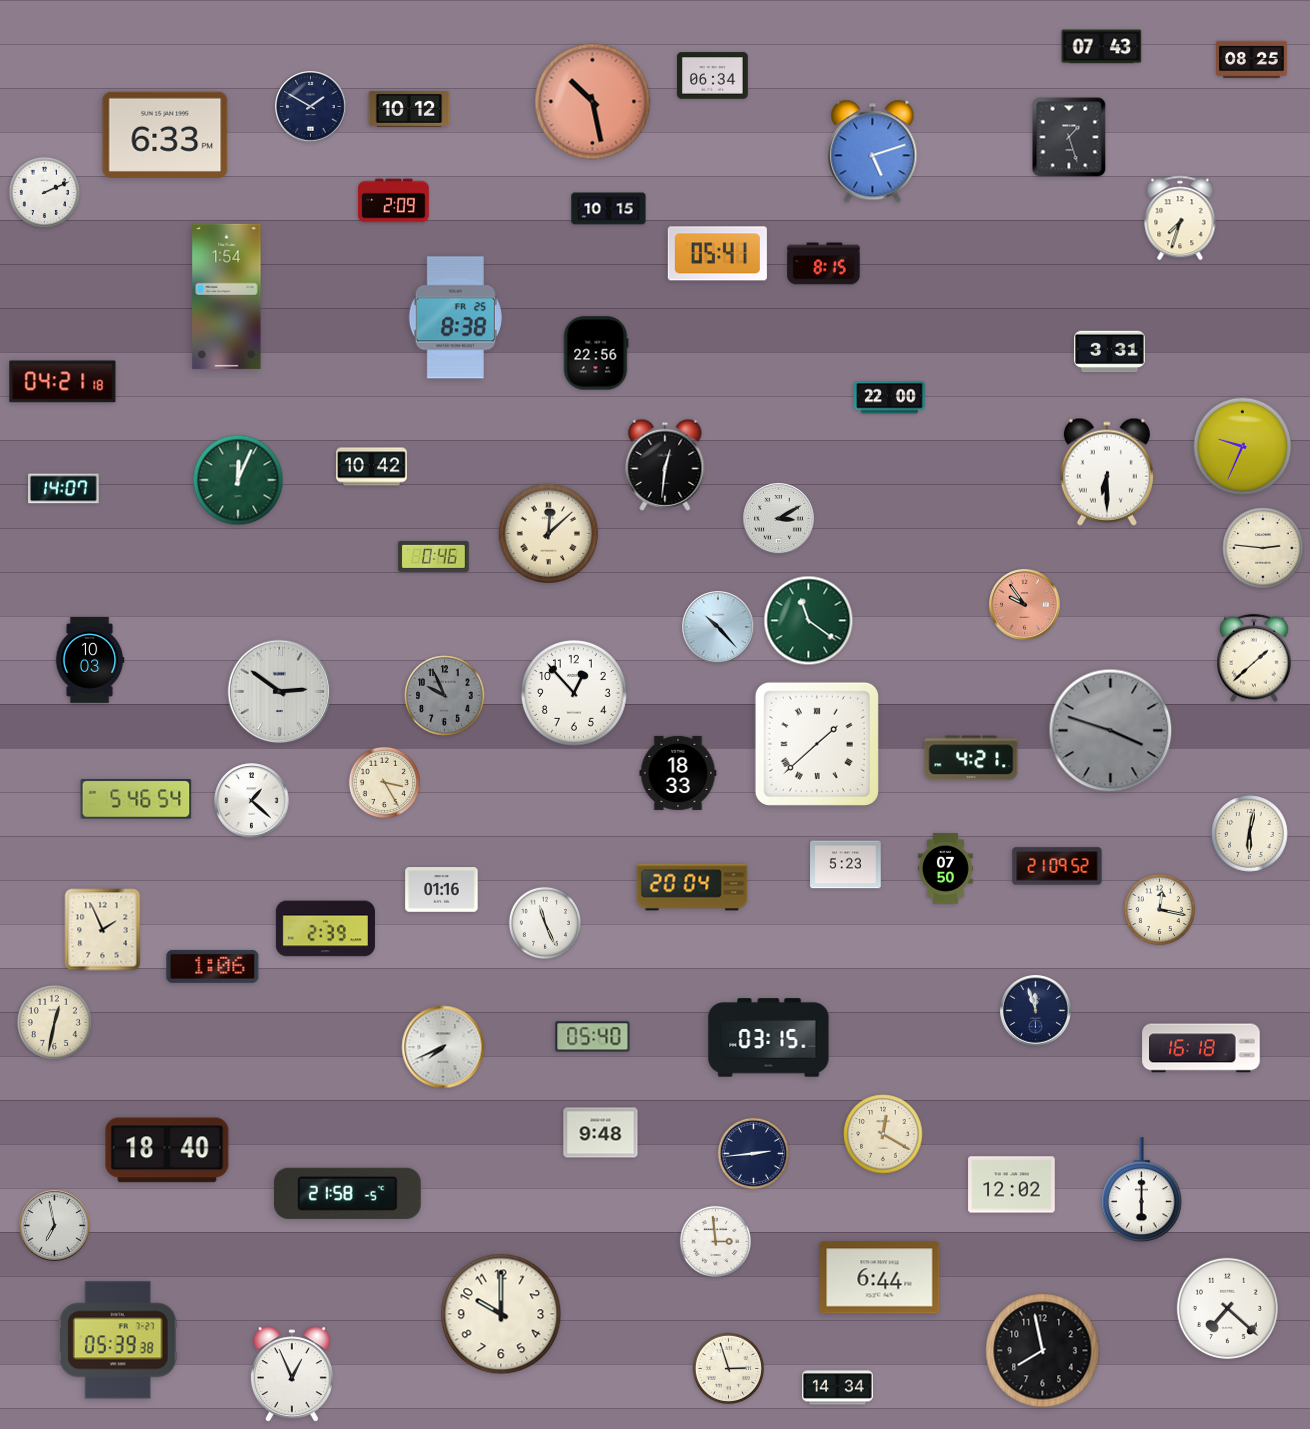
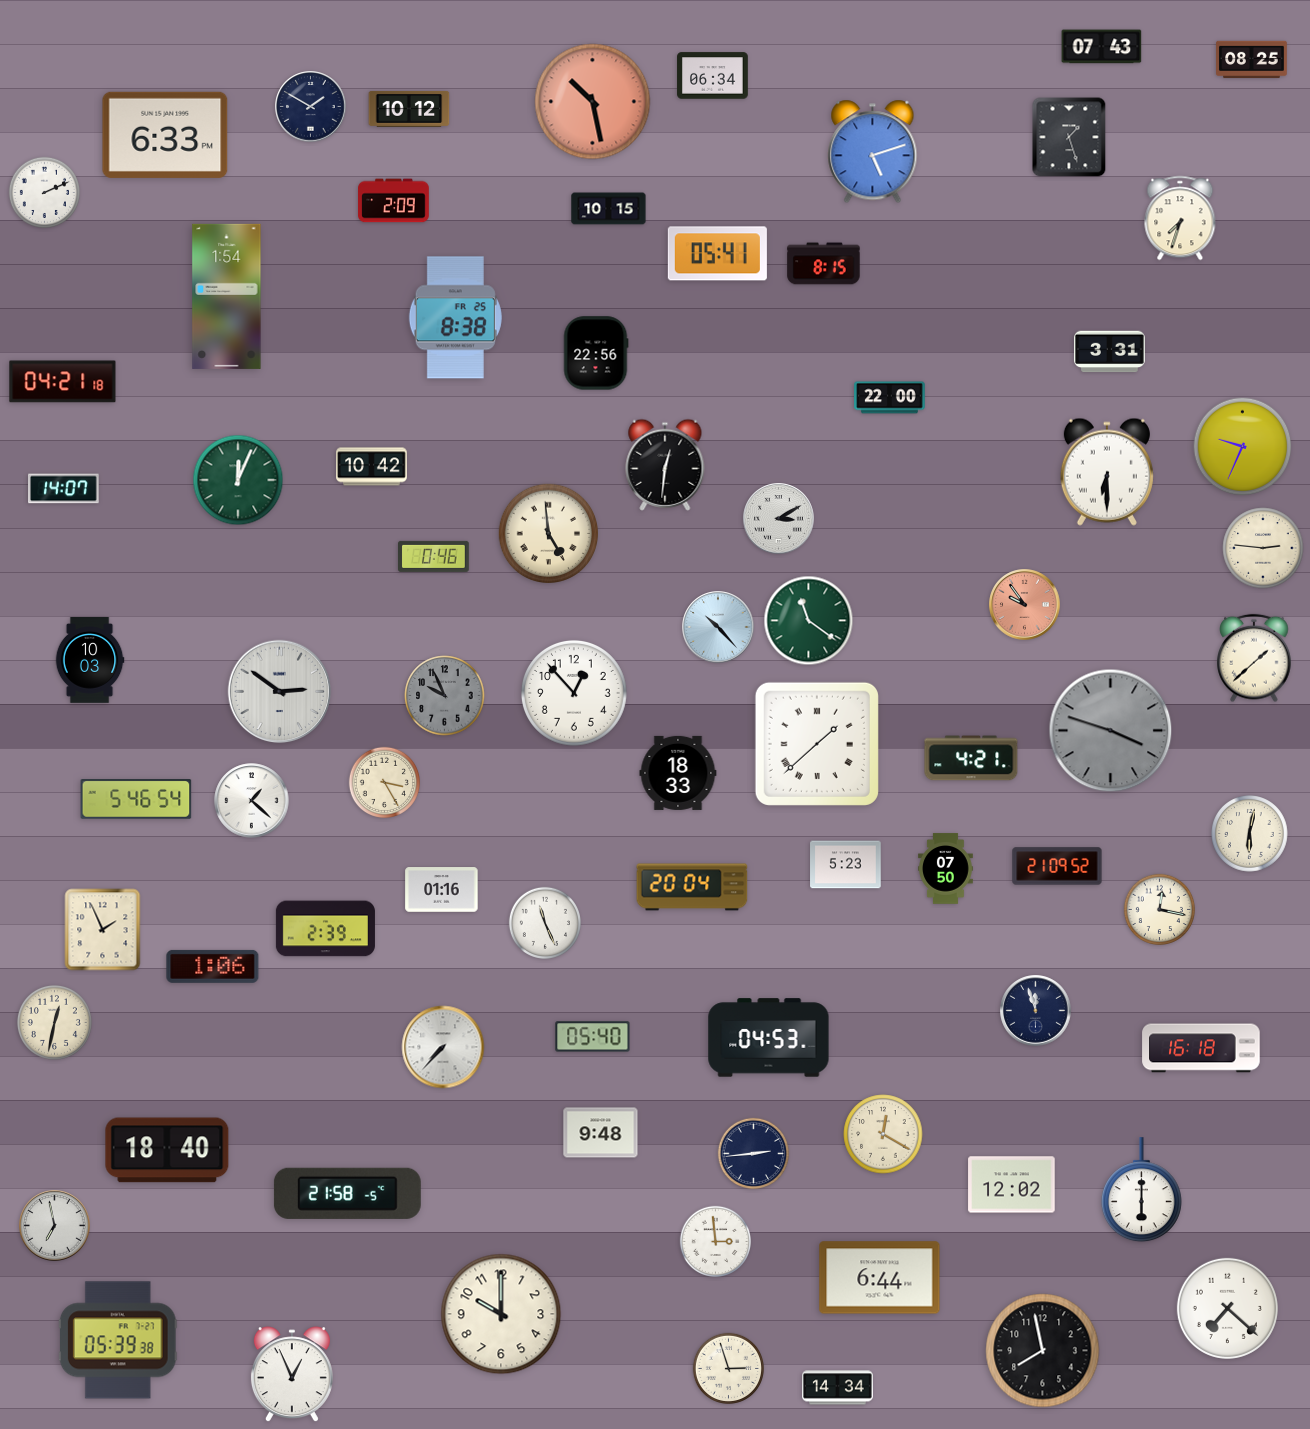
clock at (548, 533): 12:08 -> 4:59
clock at (769, 1038): 03:15 -> 04:53
clock at (443, 1047): 7:41 -> 7:37
